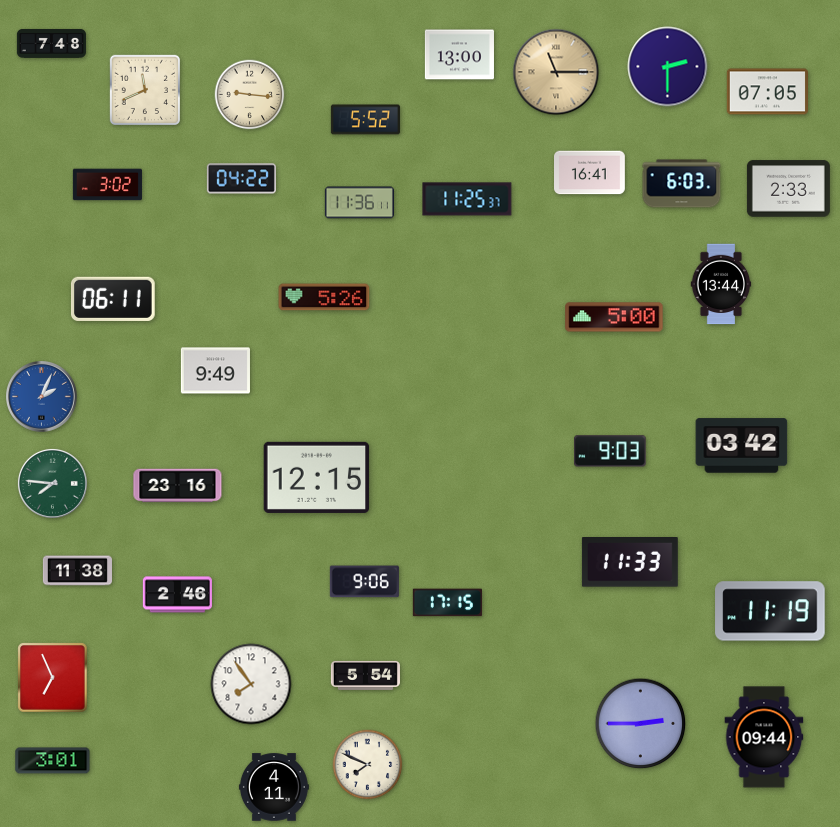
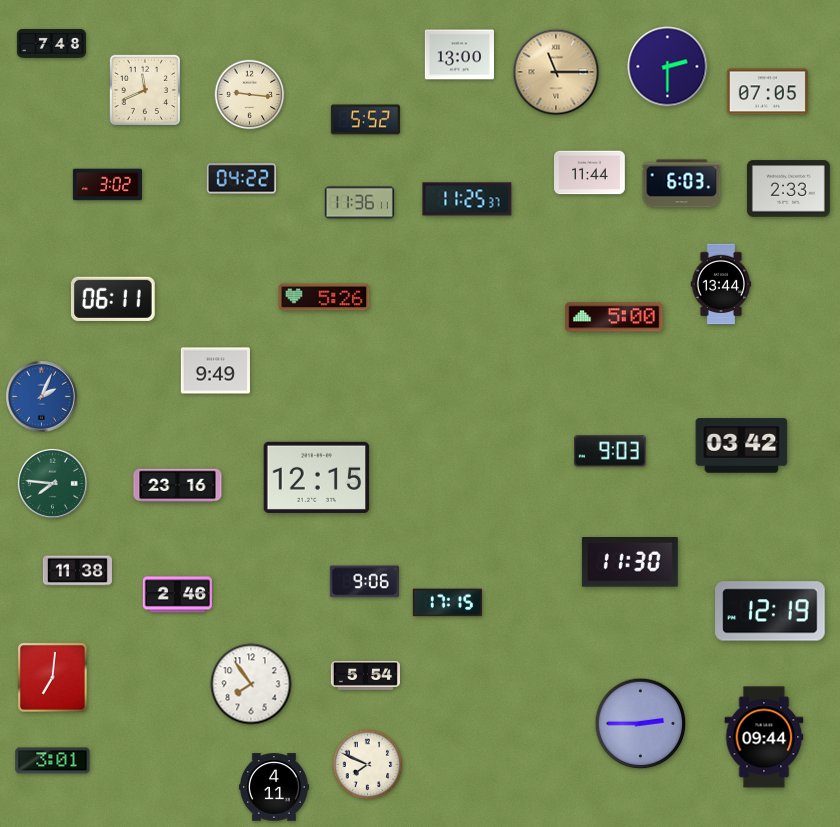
clock at (590, 173): 16:41 -> 11:44
clock at (630, 562): 11:33 -> 11:30
clock at (770, 611): 11:19 -> 12:19
clock at (53, 678): 6:56 -> 7:01
